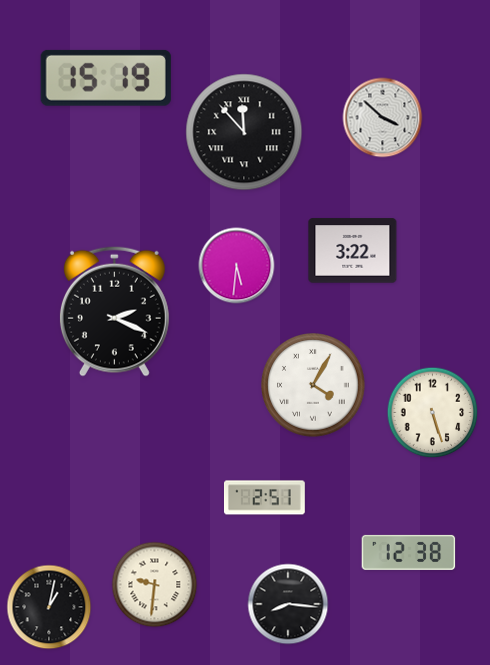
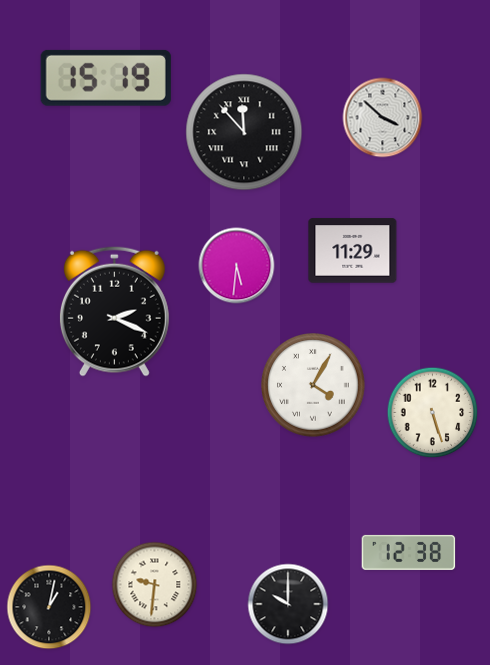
clock at (353, 251): 3:22 -> 11:29
clock at (265, 498): 2:51 -> none
clock at (288, 604): 8:16 -> 10:00
